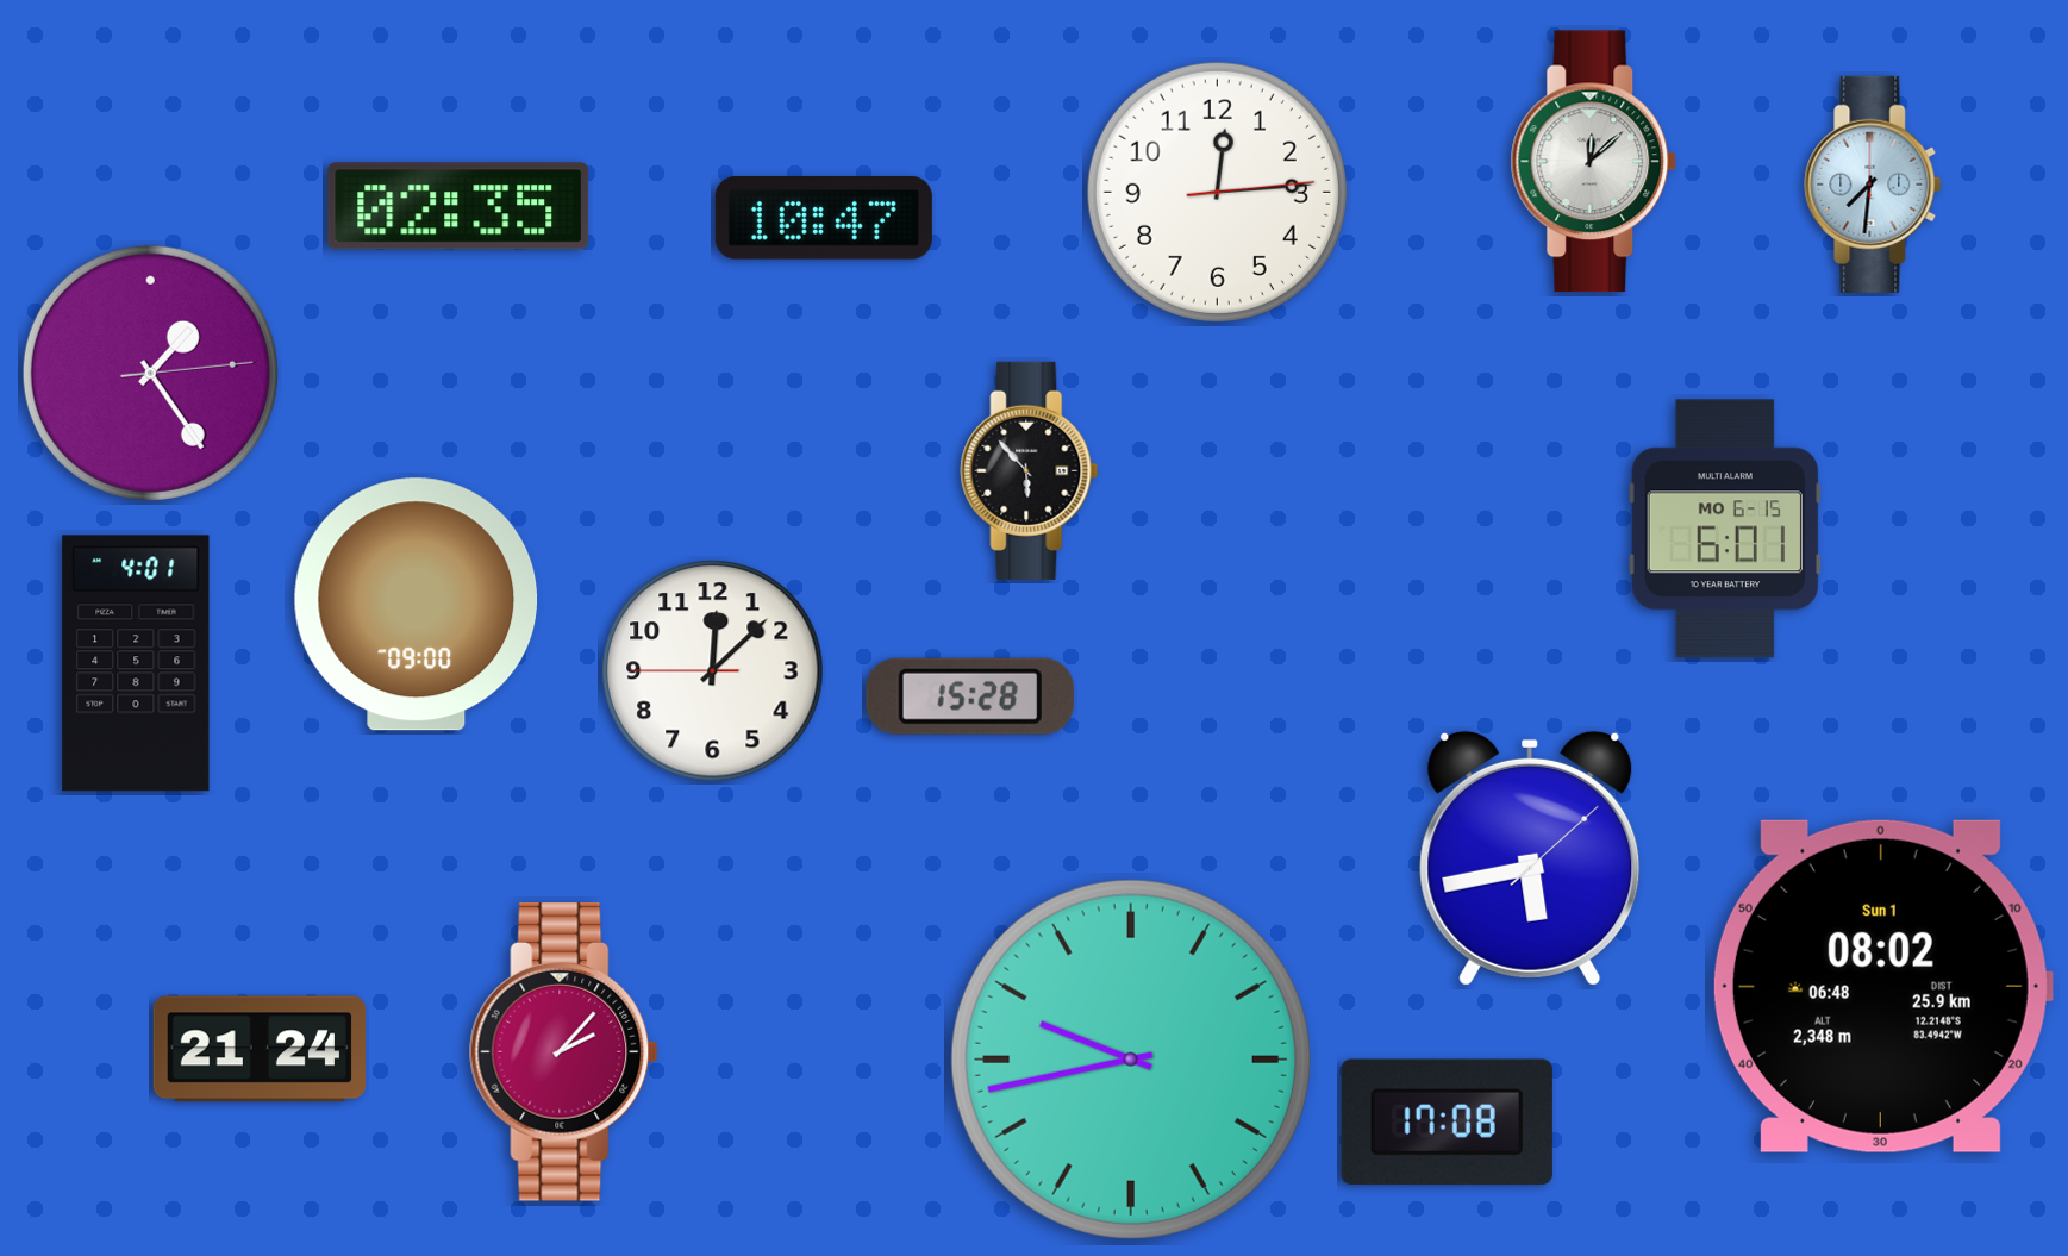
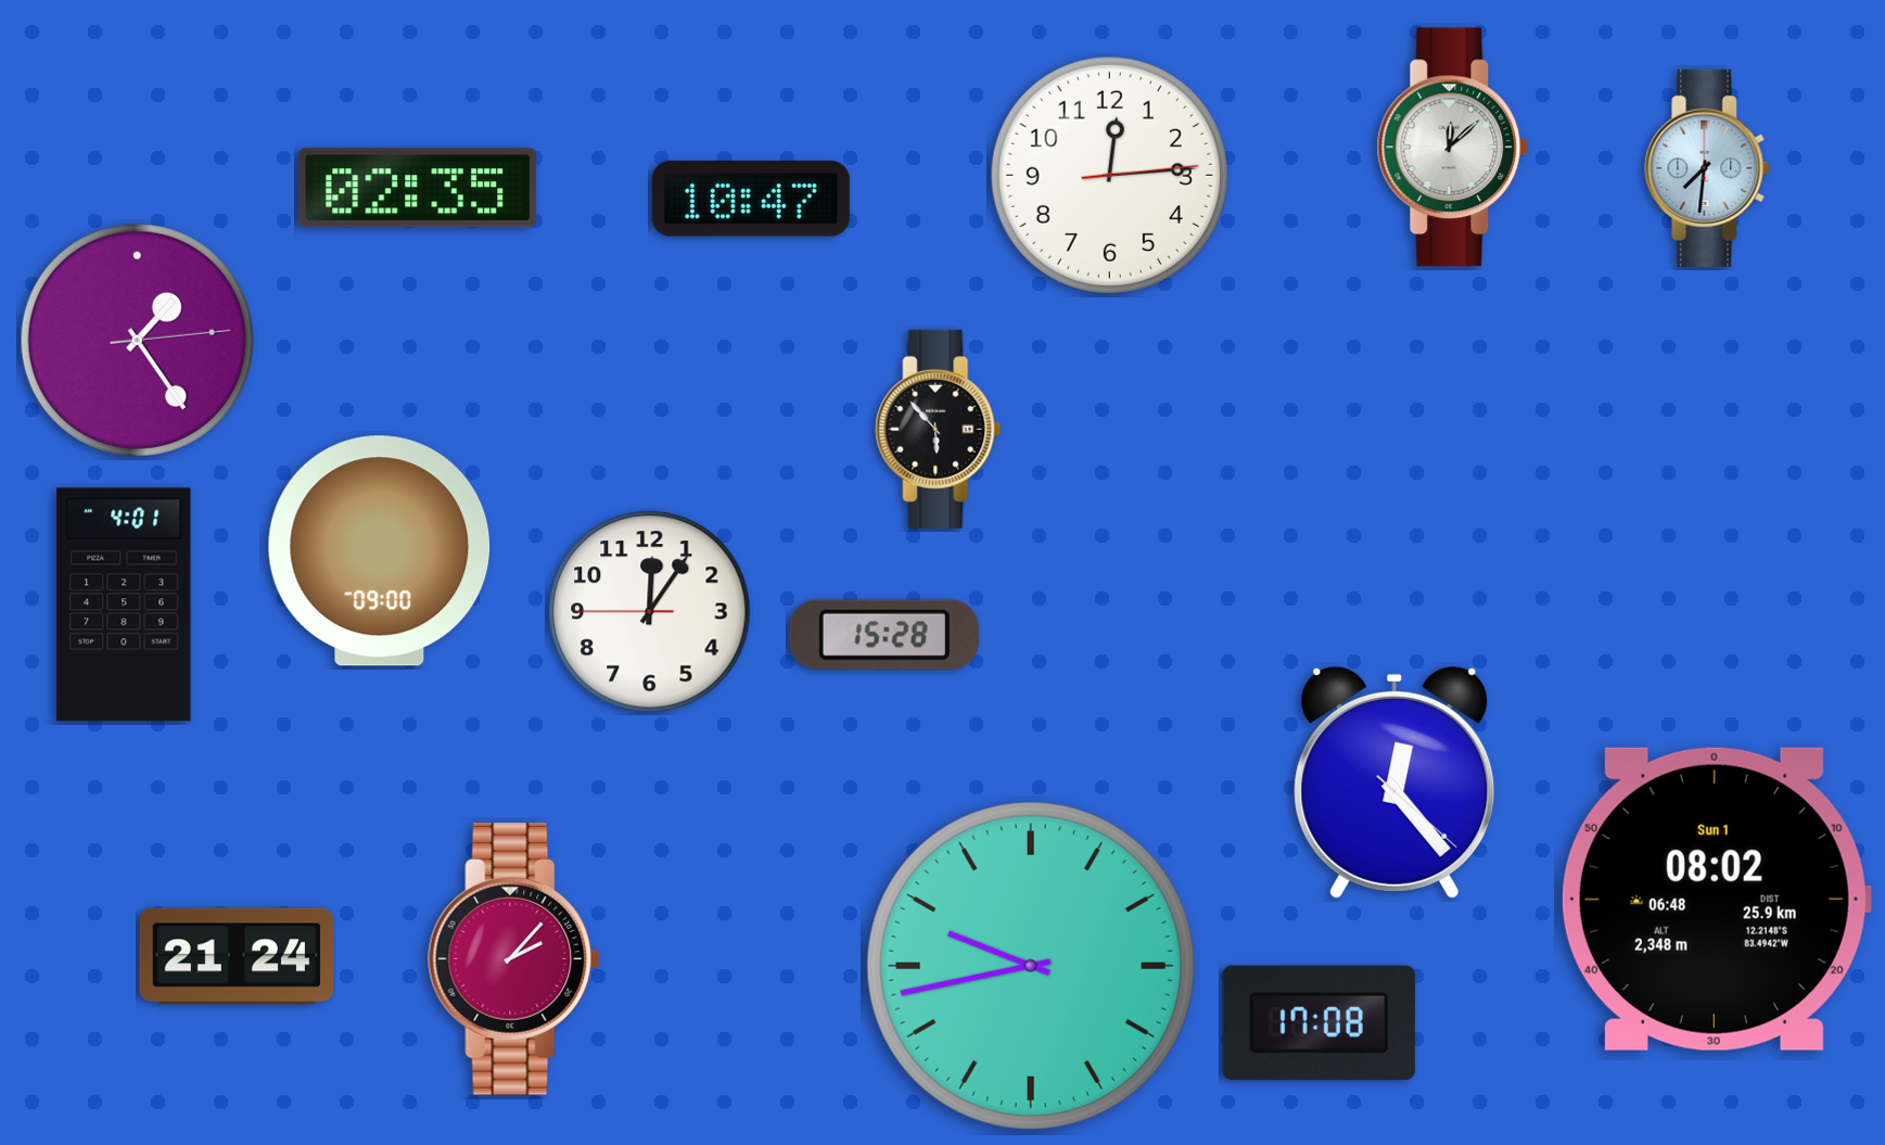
clock at (1724, 529): 6:01 -> none
clock at (713, 671): 12:07 -> 12:05
clock at (1530, 858): 5:43 -> 12:23
